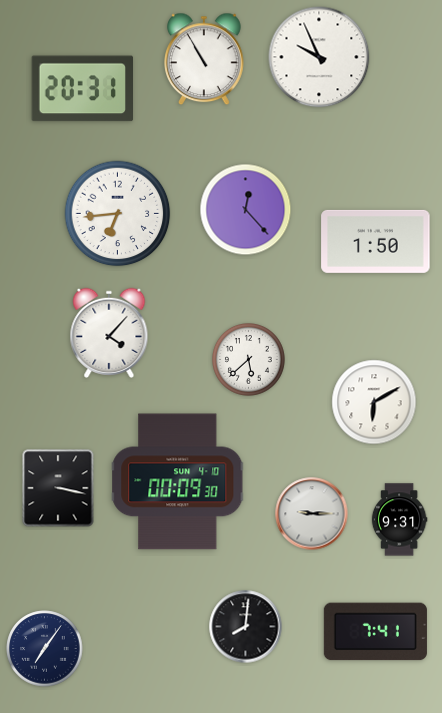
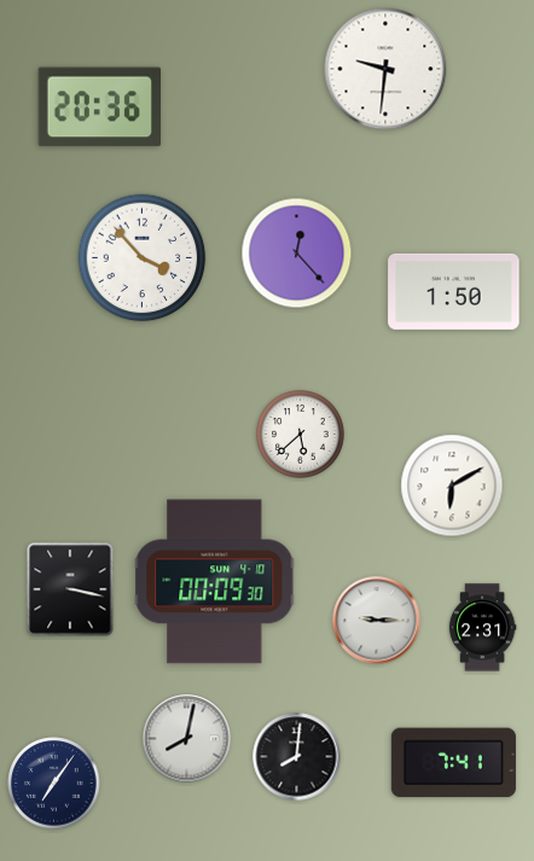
clock at (319, 57): 9:56 -> 9:31
clock at (205, 59): 10:55 -> none
clock at (82, 89): 20:31 -> 20:36
clock at (118, 214): 6:44 -> 3:53
clock at (109, 333): 4:07 -> none
clock at (399, 520): 9:31 -> 2:31
clock at (187, 739): none -> 8:02
